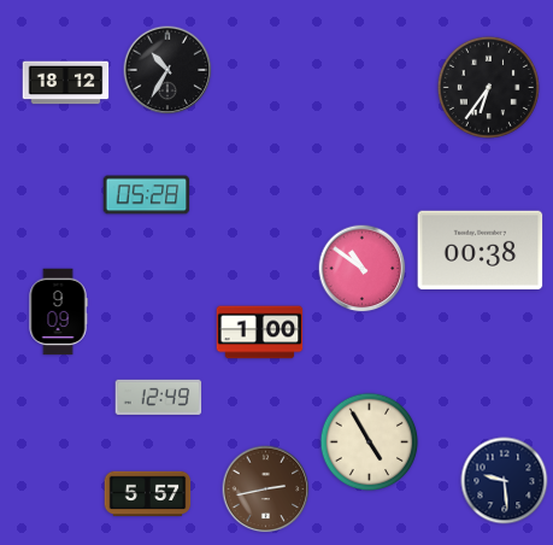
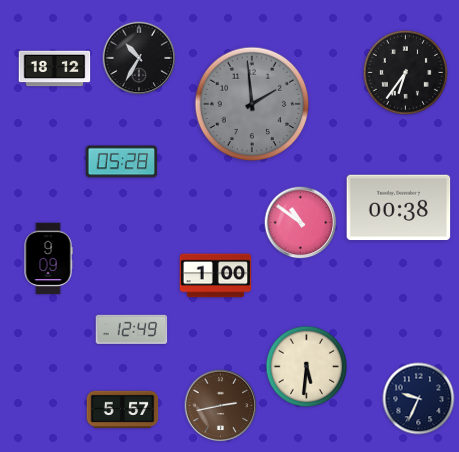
clock at (252, 104): none -> 1:59
clock at (370, 443): 4:55 -> 5:31
clock at (505, 481): 9:29 -> 9:34
